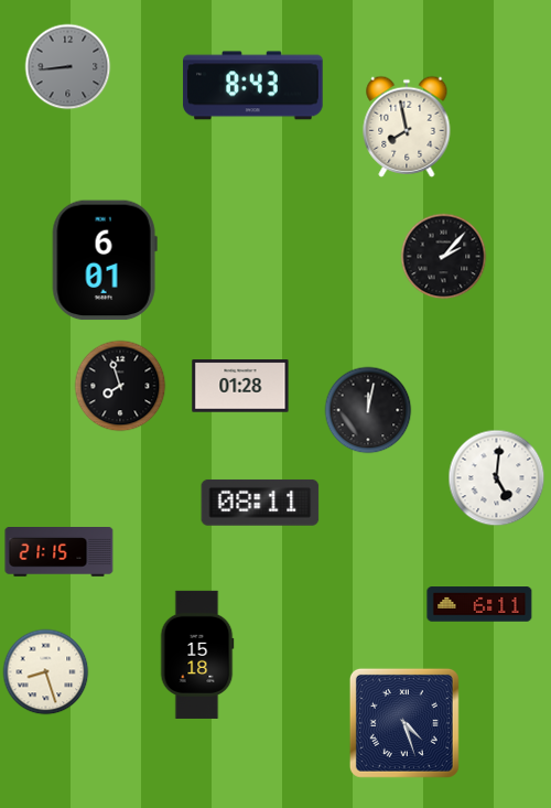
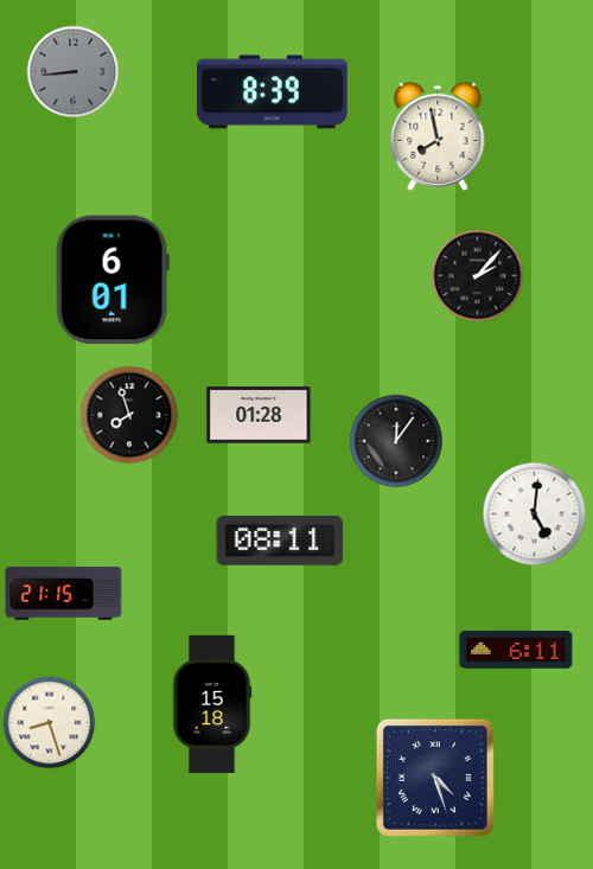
clock at (253, 86): 8:43 -> 8:39
clock at (368, 410): 12:02 -> 12:06
